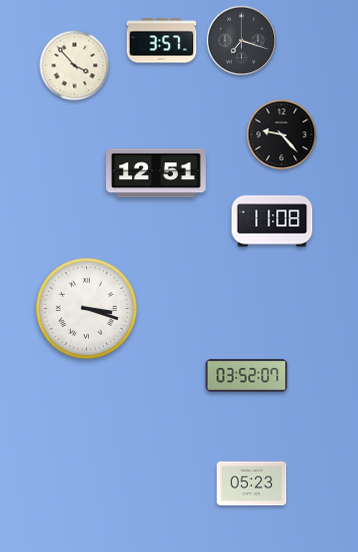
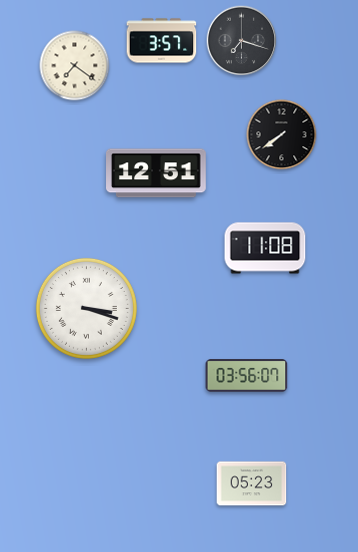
clock at (75, 66): 3:53 -> 7:21
clock at (282, 135): 9:23 -> 7:39
clock at (272, 221) position: (272, 221) -> (265, 248)
clock at (247, 376): 03:52 -> 03:56
